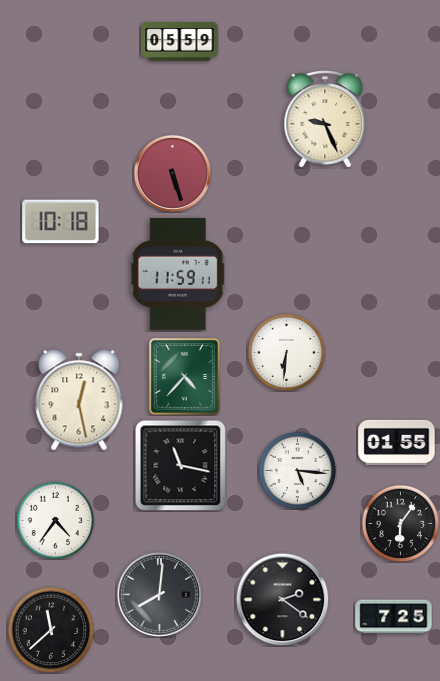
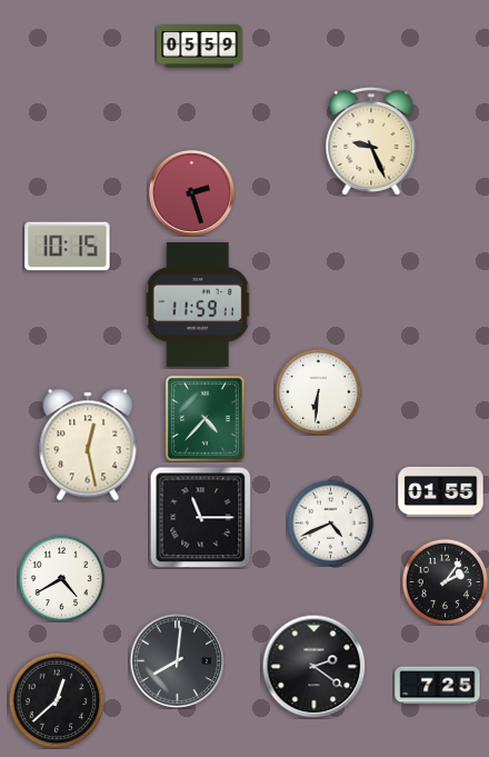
clock at (325, 119) position: (325, 119) -> (371, 141)
clock at (172, 173): 5:27 -> 2:27
clock at (61, 222): 10:18 -> 10:15
clock at (180, 465): 11:17 -> 11:15
clock at (297, 470): 5:16 -> 4:41
clock at (55, 520): 4:36 -> 4:40
clock at (400, 523): 6:06 -> 2:06
clock at (51, 630): 11:38 -> 12:38
